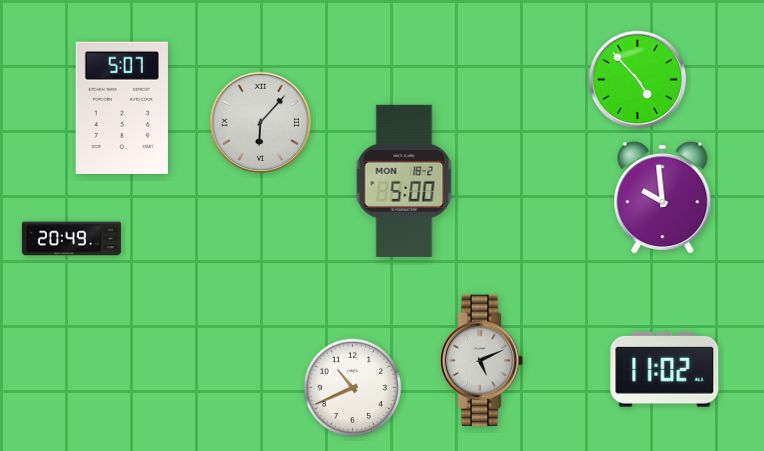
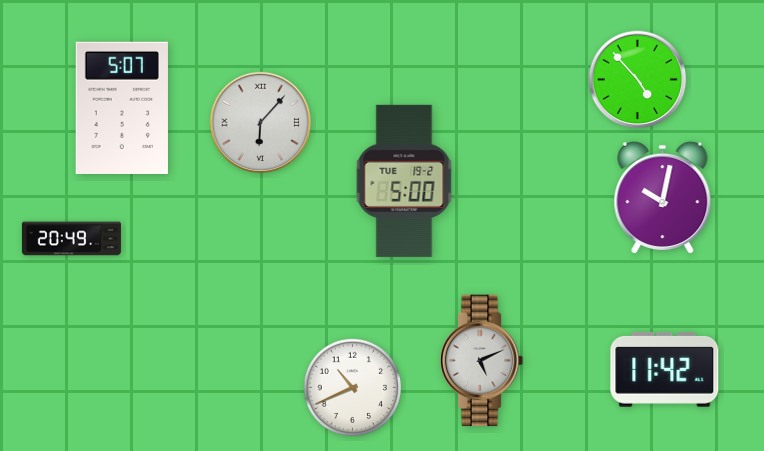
clock at (404, 181) date: MON 18-2 -> TUE 19-2
clock at (663, 197): 9:59 -> 10:02
clock at (665, 369): 11:02 -> 11:42
